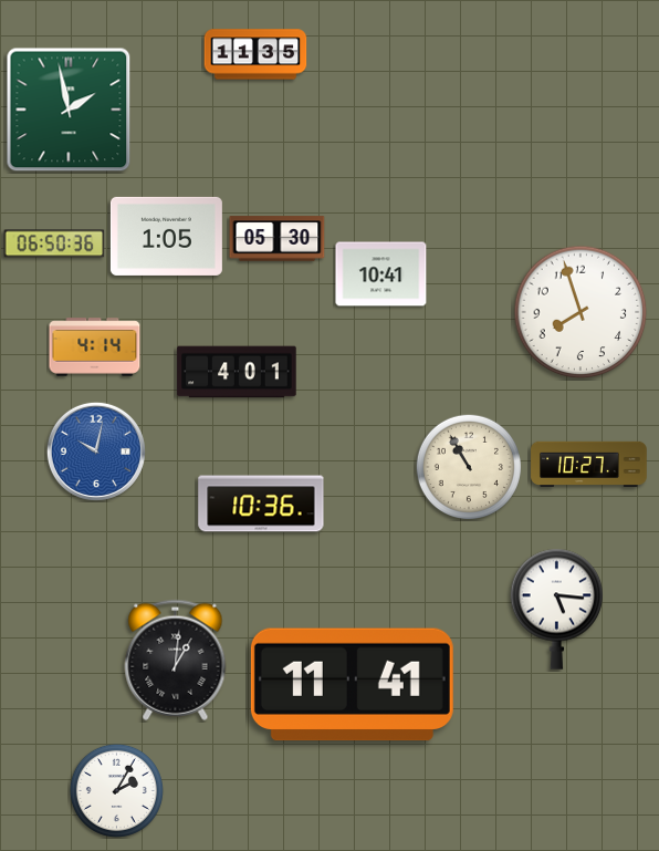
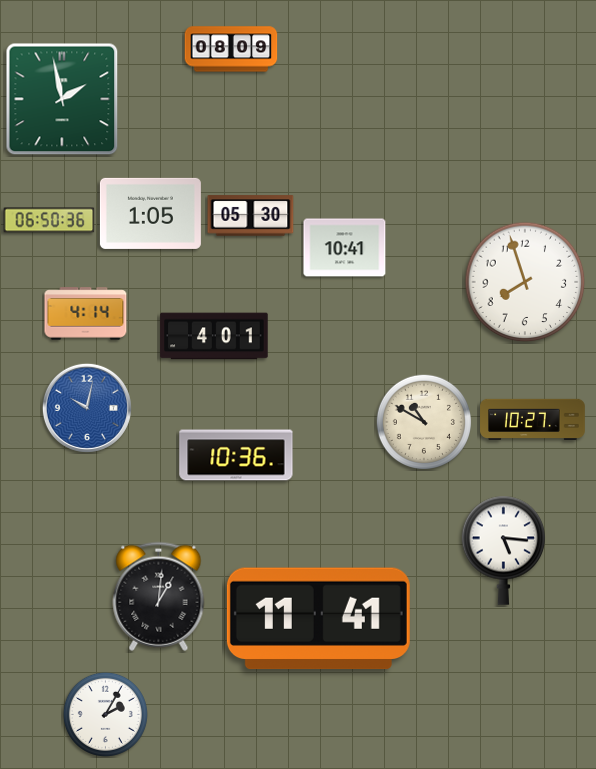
clock at (255, 54): 11:35 -> 08:09
clock at (468, 466): 10:55 -> 10:50
